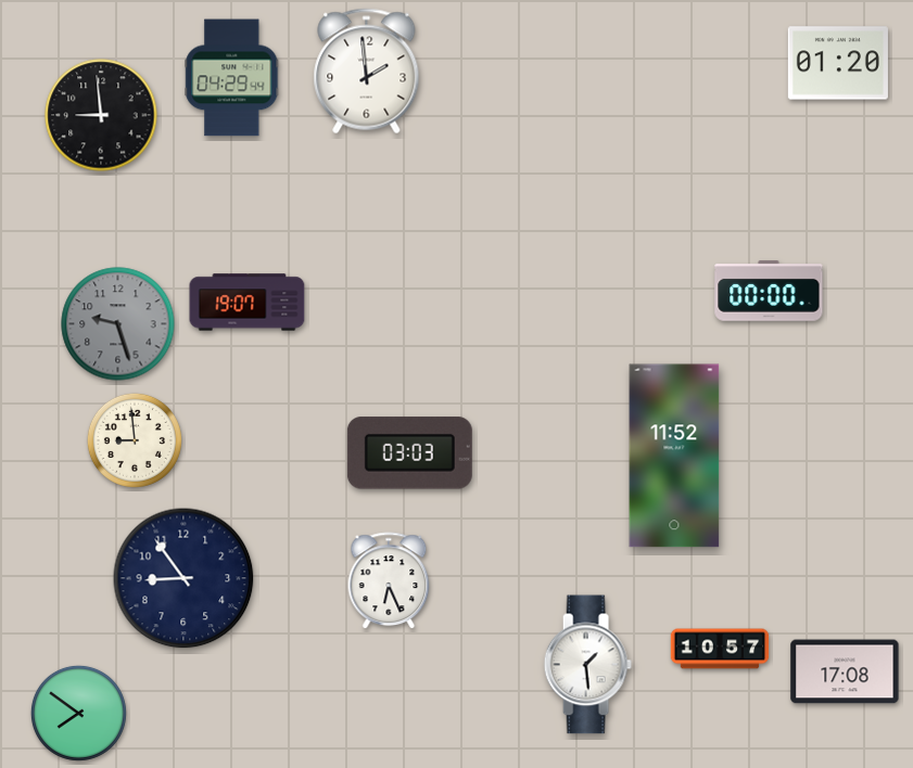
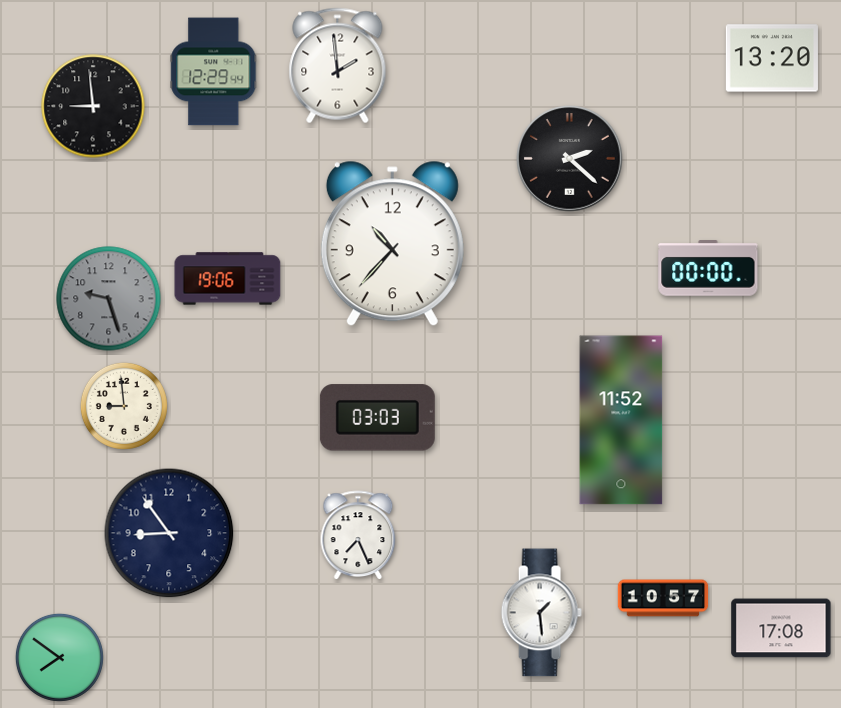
clock at (838, 63): 01:20 -> 13:20
clock at (232, 78): 04:29 -> 12:29
clock at (570, 159): none -> 2:22
clock at (392, 244): none -> 10:37
clock at (248, 303): 19:07 -> 19:06
clock at (389, 581): 6:26 -> 7:26
clock at (845, 671) position: (845, 671) -> (781, 628)
clock at (78, 713) position: (78, 713) -> (59, 657)
